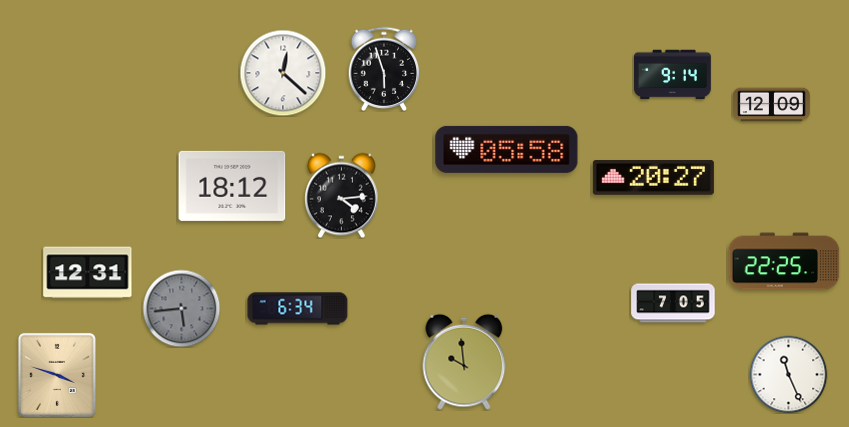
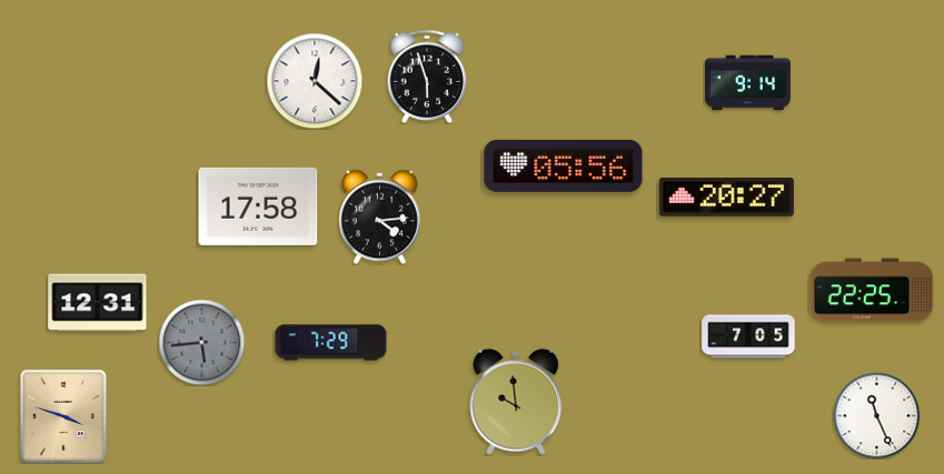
clock at (772, 105): 12:09 -> none
clock at (507, 149): 05:58 -> 05:56
clock at (232, 186): 18:12 -> 17:58
clock at (298, 309): 6:34 -> 7:29
